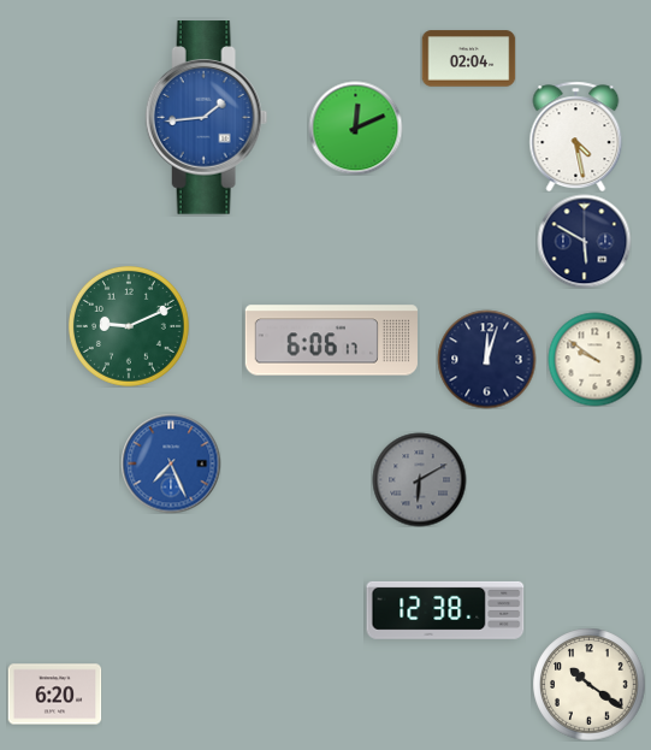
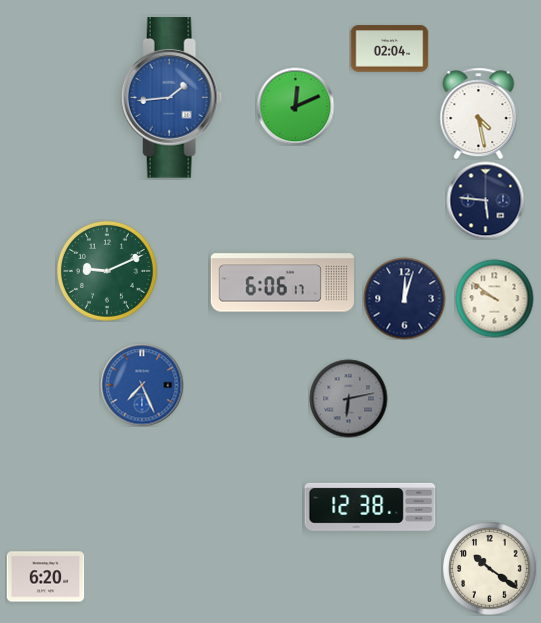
clock at (584, 241): 5:50 -> 5:46
clock at (331, 341) position: (331, 341) -> (282, 283)
clock at (419, 479): 6:10 -> 6:13
